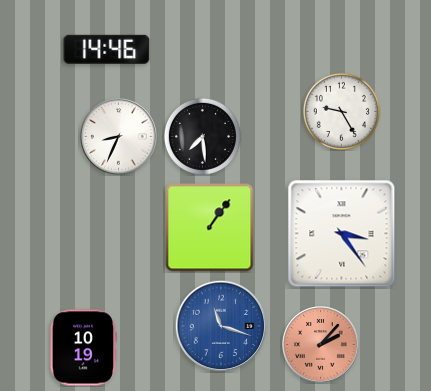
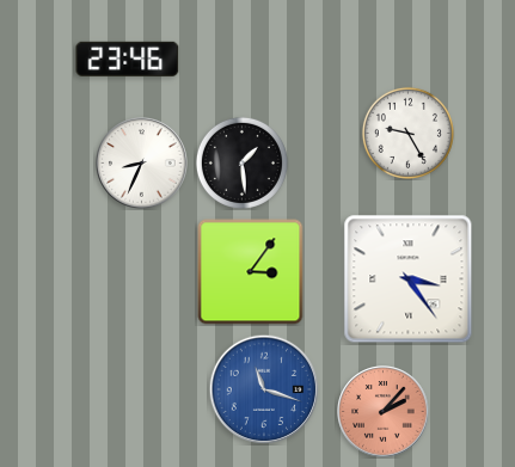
clock at (107, 49): 14:46 -> 23:46
clock at (202, 136): 7:29 -> 1:29
clock at (210, 228): 1:06 -> 3:06
clock at (83, 348): 10:19 -> none
